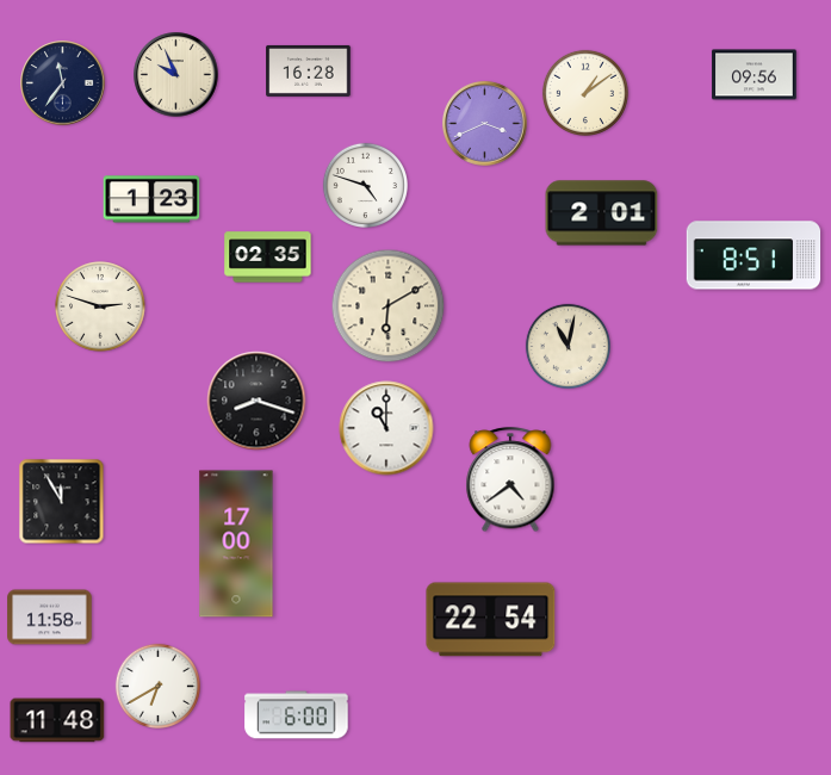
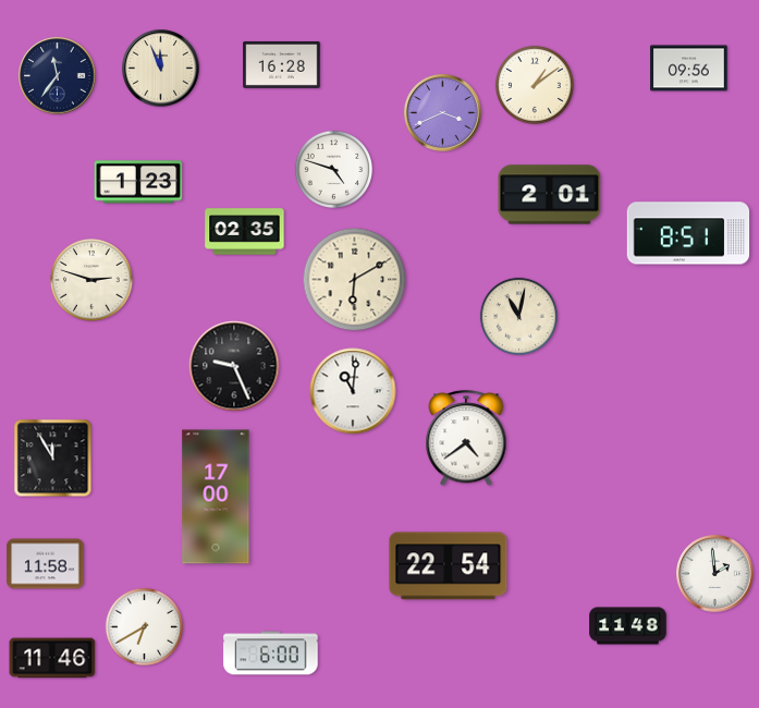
clock at (176, 75): 9:56 -> 11:56
clock at (268, 258) position: (268, 258) -> (245, 232)
clock at (256, 401): 8:18 -> 9:26
clock at (386, 428): 11:00 -> 11:01
clock at (62, 502) position: (62, 502) -> (53, 459)
clock at (715, 574): none -> 1:59
clock at (628, 626): none -> 11:48
clock at (57, 720): 11:48 -> 11:46
